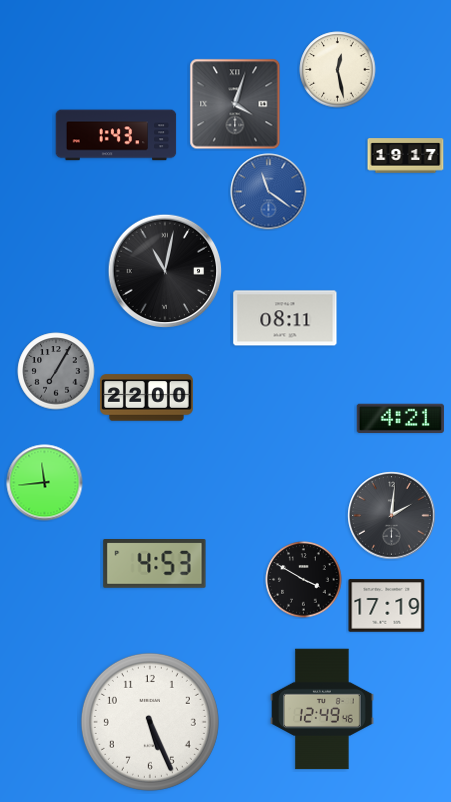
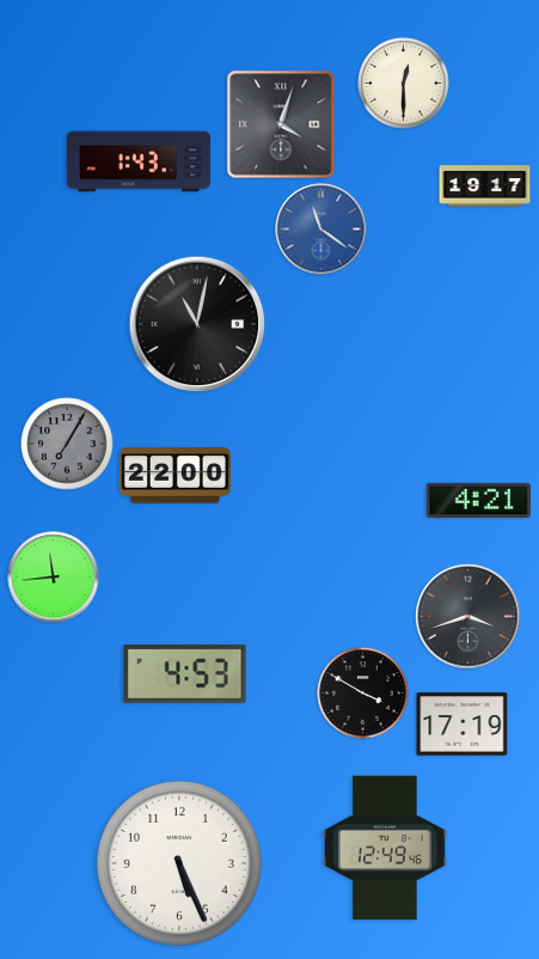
clock at (338, 70): 12:28 -> 12:30
clock at (285, 318): 08:11 -> none
clock at (392, 516): 2:01 -> 3:42
